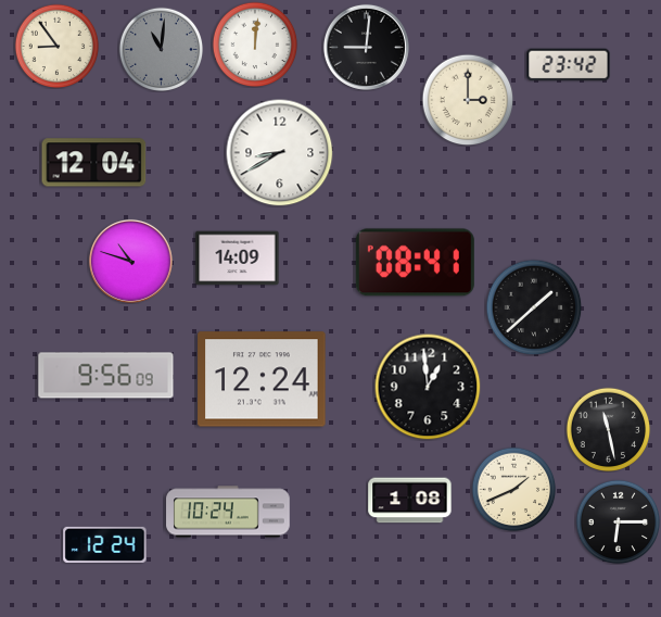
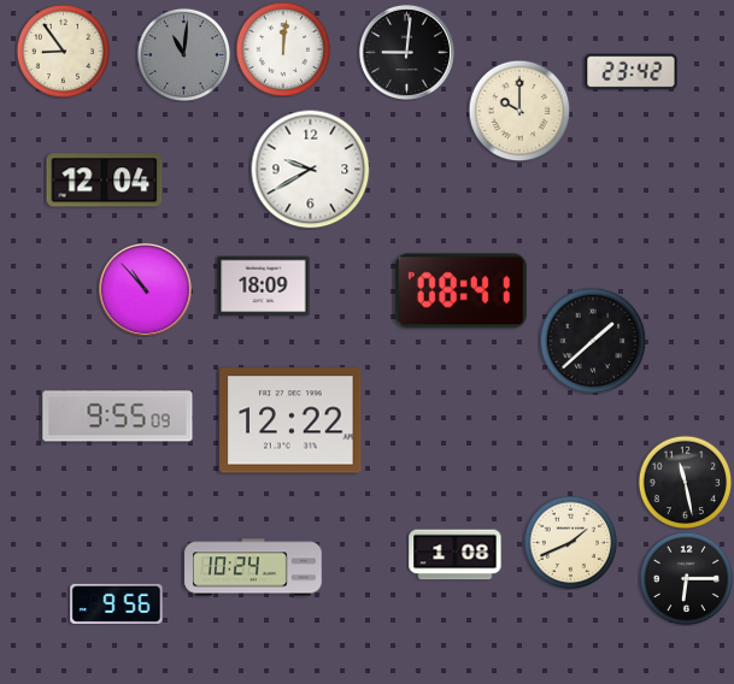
clock at (161, 49) position: (161, 49) -> (183, 54)
clock at (468, 100): 3:00 -> 10:00
clock at (280, 153): 8:40 -> 9:40
clock at (238, 259): 14:09 -> 18:09
clock at (130, 261): 10:48 -> 10:53
clock at (106, 376): 9:56 -> 9:55
clock at (262, 379): 12:24 -> 12:22
clock at (428, 387): 12:59 -> none
clock at (608, 429) position: (608, 429) -> (685, 482)
clock at (105, 544): 12:24 -> 9:56
